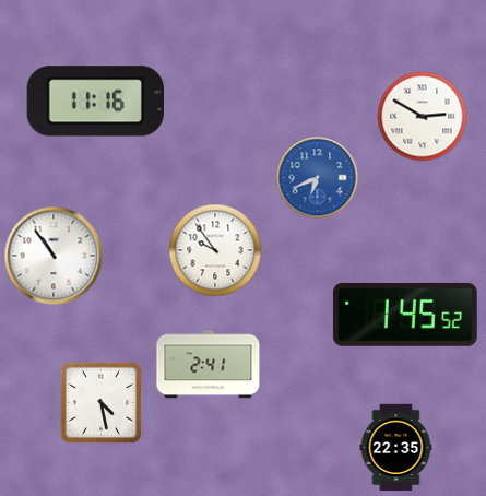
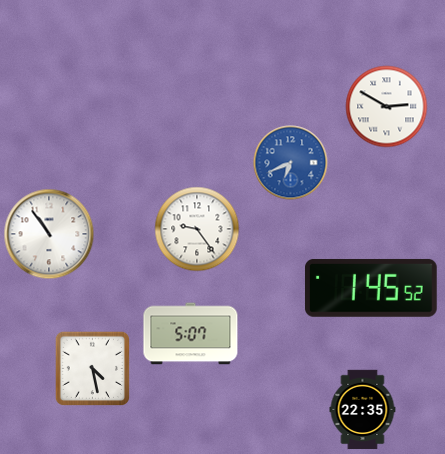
clock at (95, 102): 11:16 -> none
clock at (215, 250): 9:54 -> 9:24
clock at (209, 365): 2:41 -> 5:07
